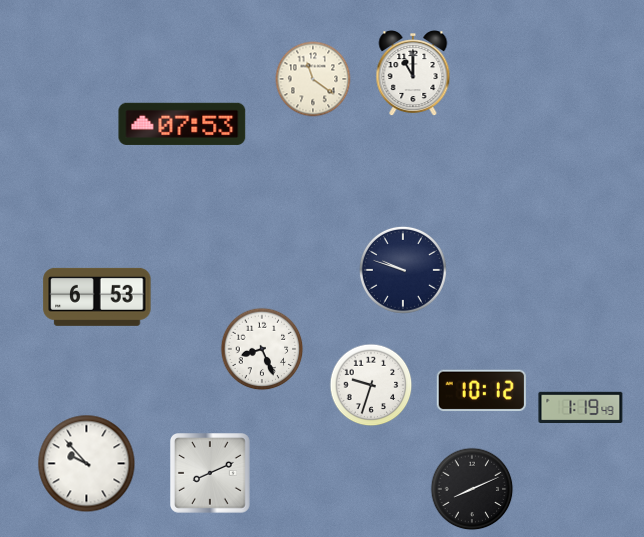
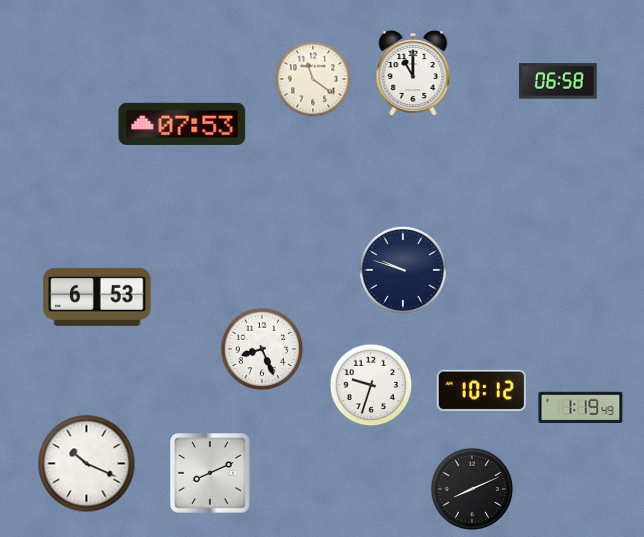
clock at (558, 81): none -> 06:58
clock at (87, 464): 9:53 -> 10:19
